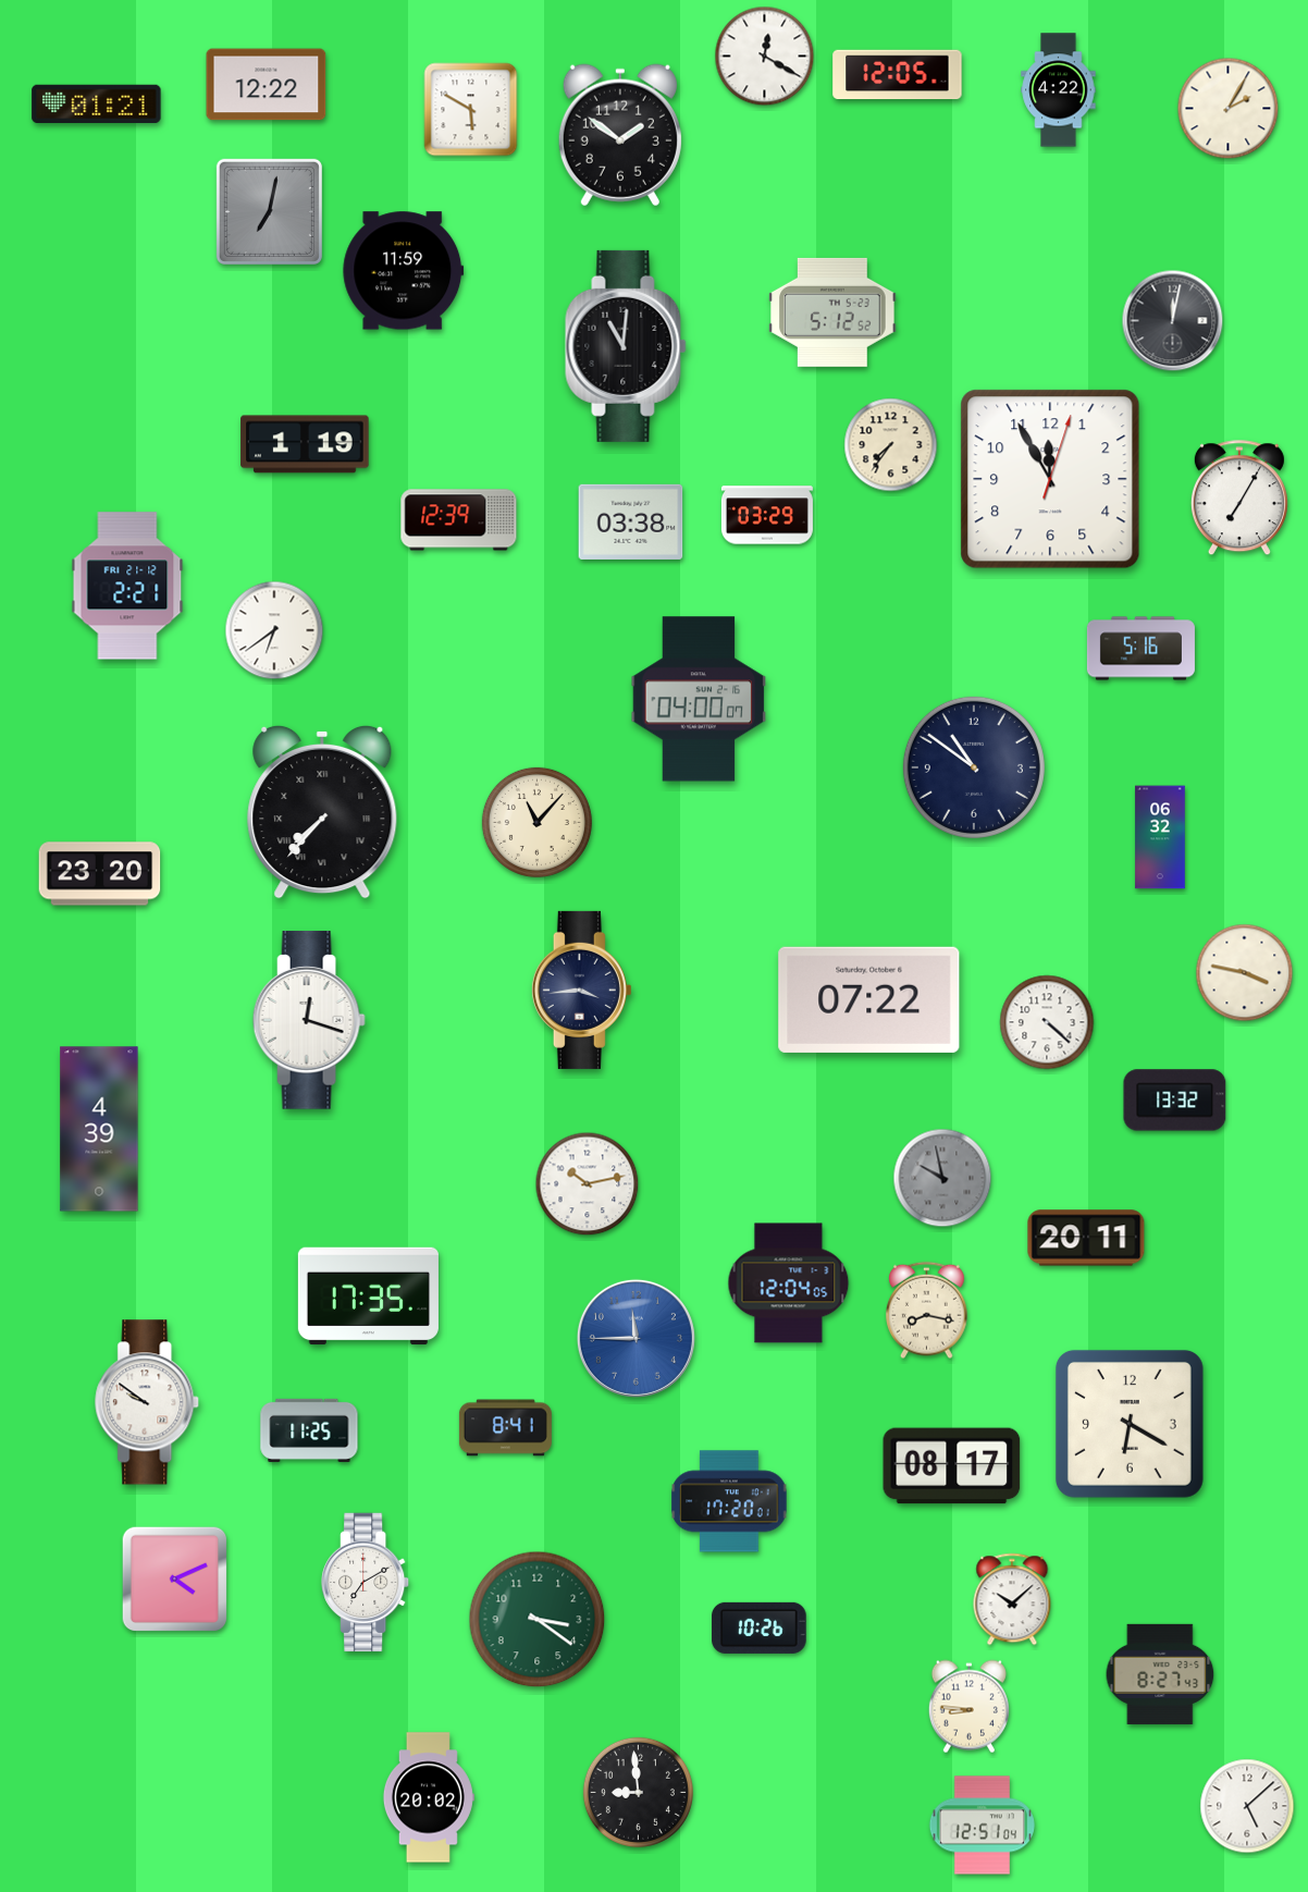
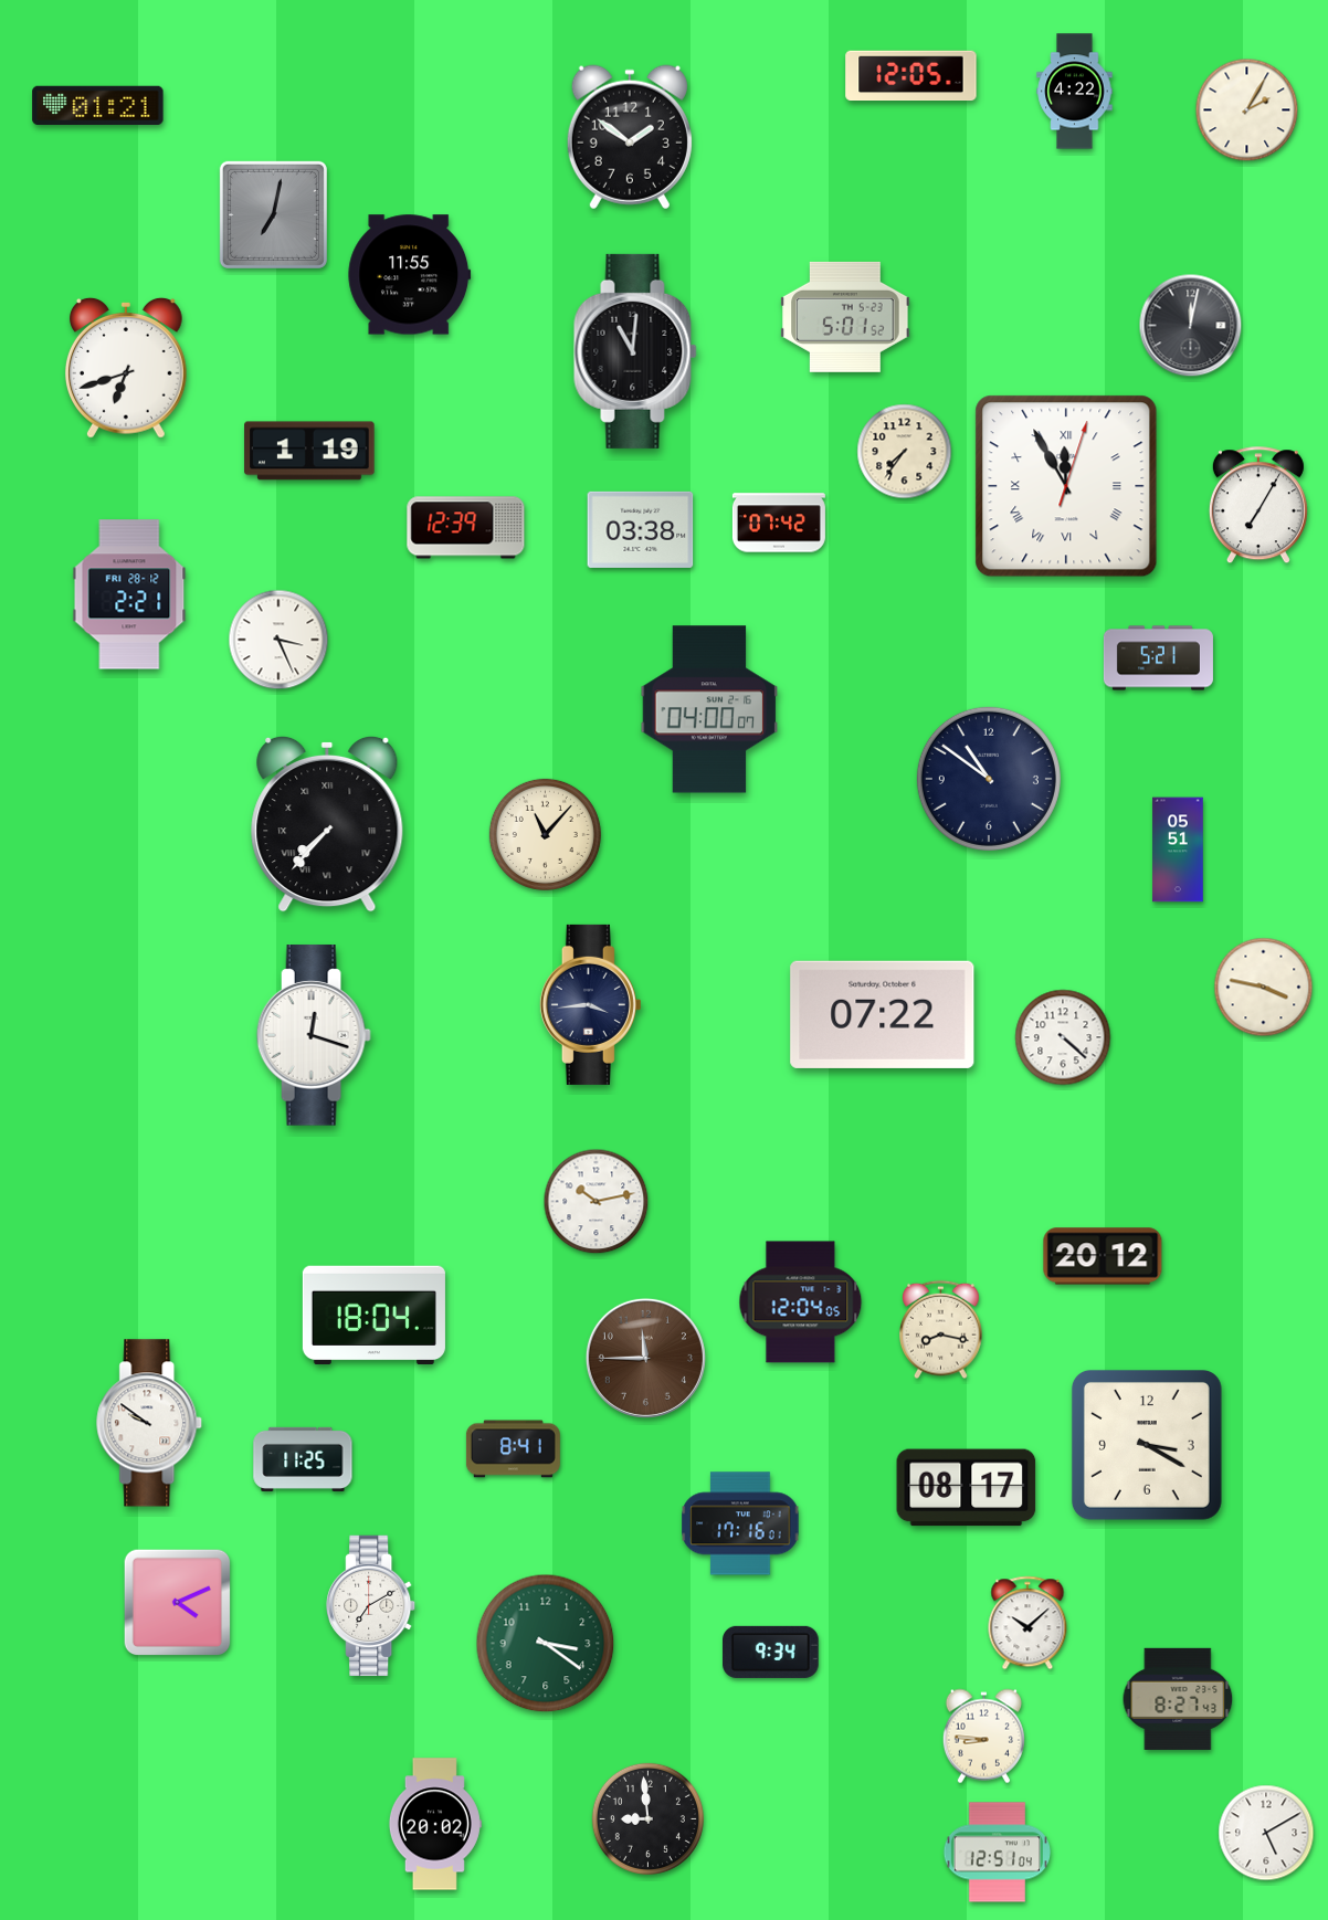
clock at (765, 57): 12:20 -> none
clock at (267, 85): 12:22 -> none
clock at (471, 110): 5:50 -> none
clock at (404, 271): 11:59 -> 11:55
clock at (832, 312): 5:12 -> 5:01
clock at (126, 368): none -> 6:42
clock at (1050, 479) numerals: Arabic -> Roman
clock at (767, 515): 03:29 -> 07:42
clock at (127, 586) date: FRI 21-12 -> FRI 28-12
clock at (274, 630): 6:39 -> 3:26
clock at (1140, 649): 5:16 -> 5:21
clock at (1160, 837): 06:32 -> 05:51
clock at (100, 874): 23:20 -> none
clock at (1175, 1101): 13:32 -> none
clock at (99, 1129): 4:39 -> none
clock at (942, 1178): 9:58 -> none
clock at (1086, 1238): 20:11 -> 20:12
clock at (368, 1297): 17:35 -> 18:04
clock at (636, 1338) dial: blue -> brown
clock at (1130, 1424): 6:20 -> 3:20
clock at (309, 1430) position: (309, 1430) -> (303, 1459)
clock at (729, 1501): 17:20 -> 17:16
clock at (760, 1627): 10:26 -> 9:34
clock at (968, 1707) position: (968, 1707) -> (983, 1737)
clock at (1247, 1806): 5:08 -> 5:10
